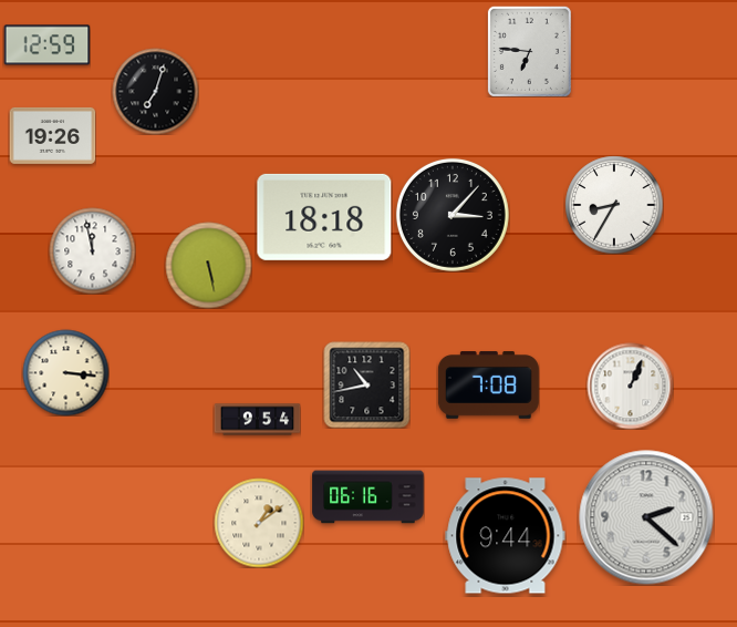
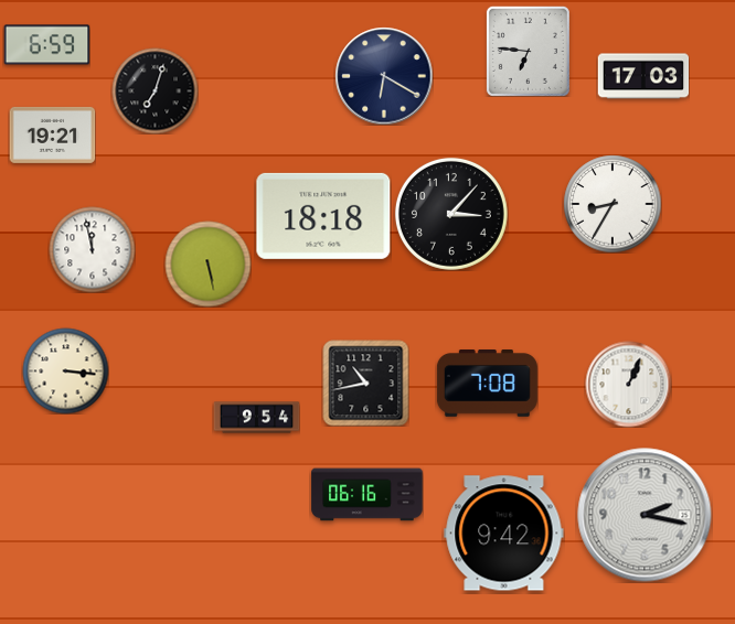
clock at (46, 45): 12:59 -> 6:59
clock at (384, 76): none -> 6:20
clock at (643, 76): none -> 17:03
clock at (52, 135): 19:26 -> 19:21
clock at (646, 517): 2:22 -> 2:17
clock at (259, 523): 1:09 -> none
clock at (506, 536): 9:44 -> 9:42
